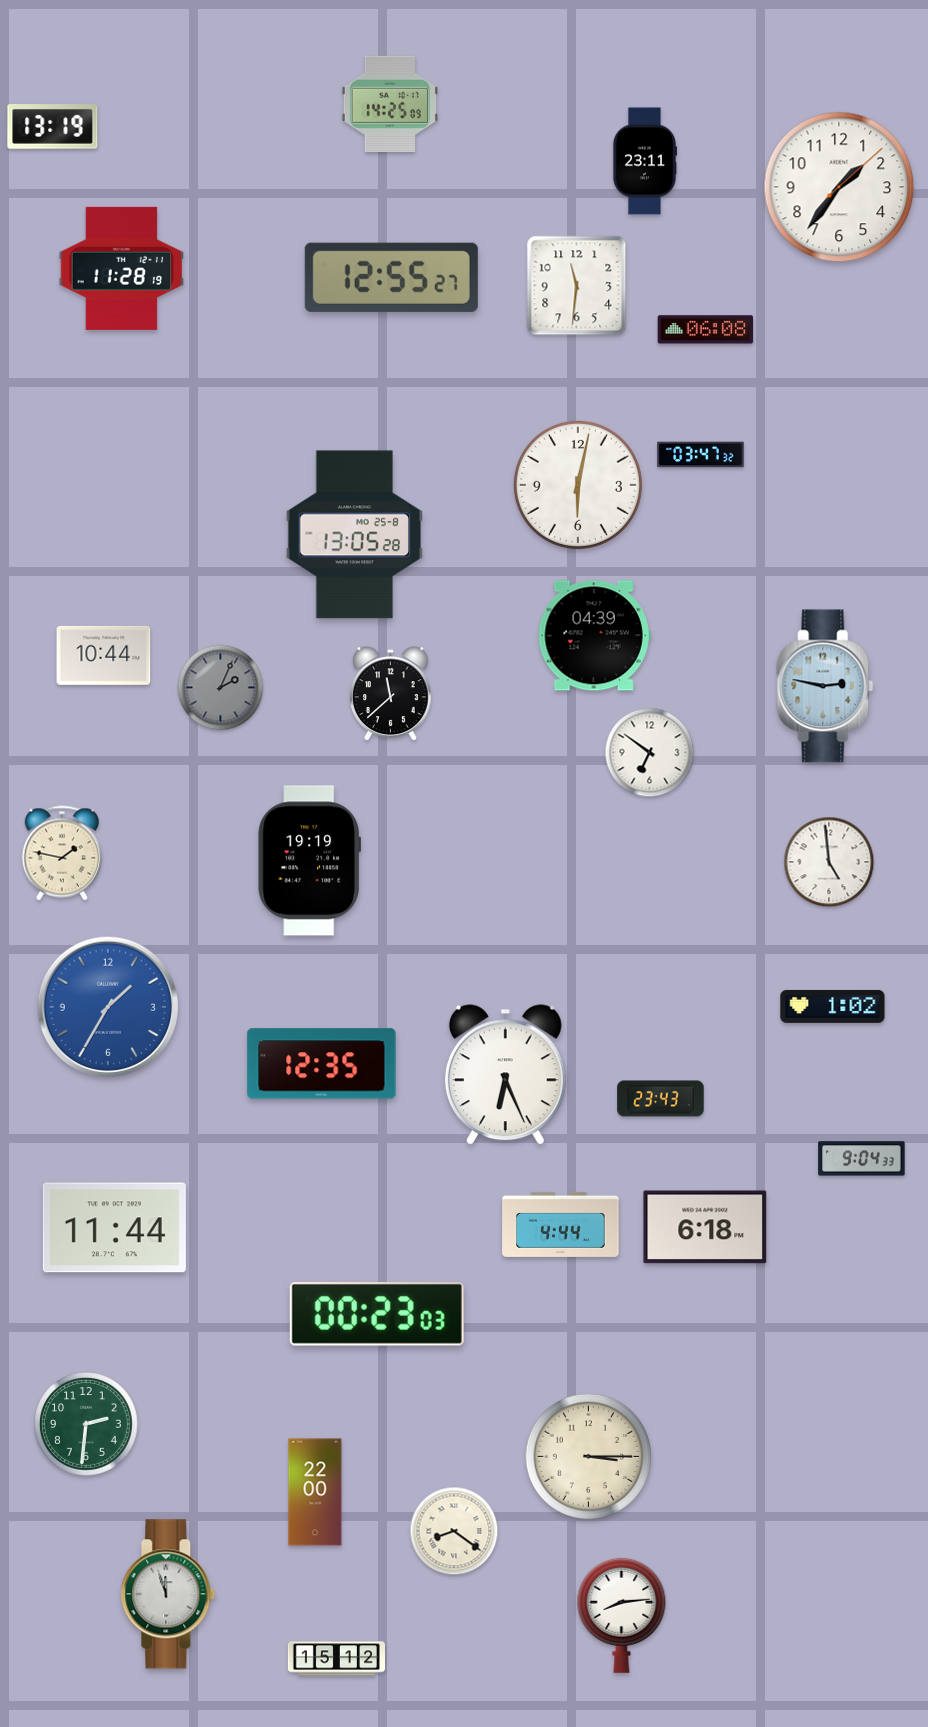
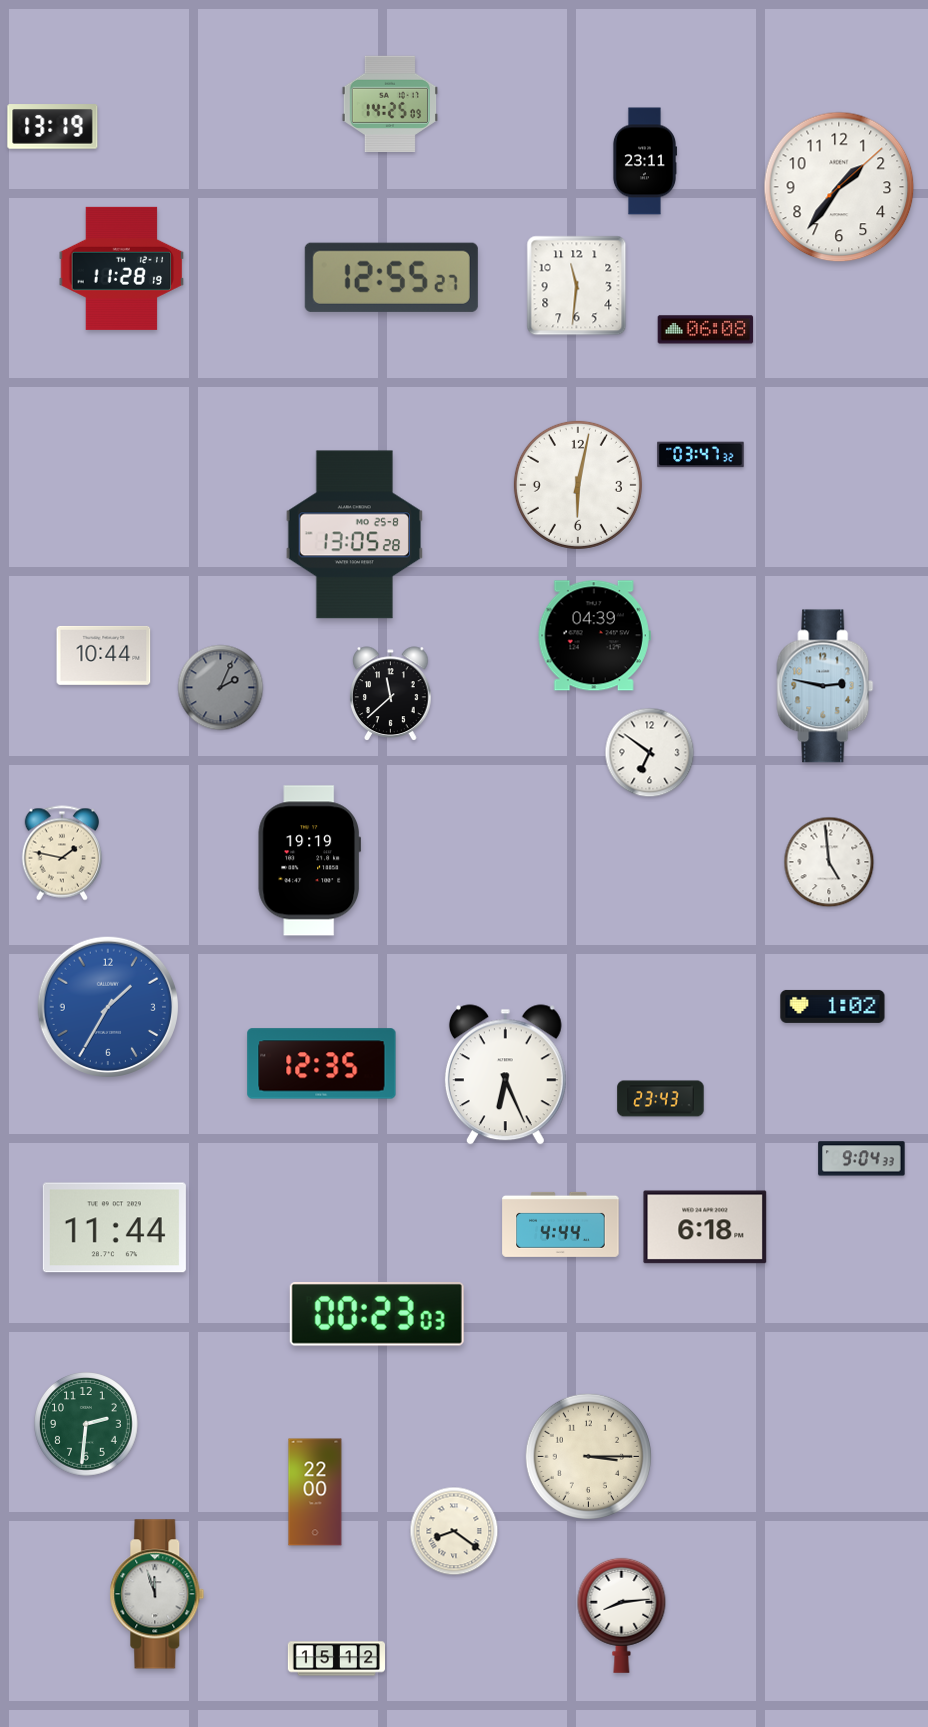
clock at (168, 1594) position: (168, 1594) -> (157, 1594)
